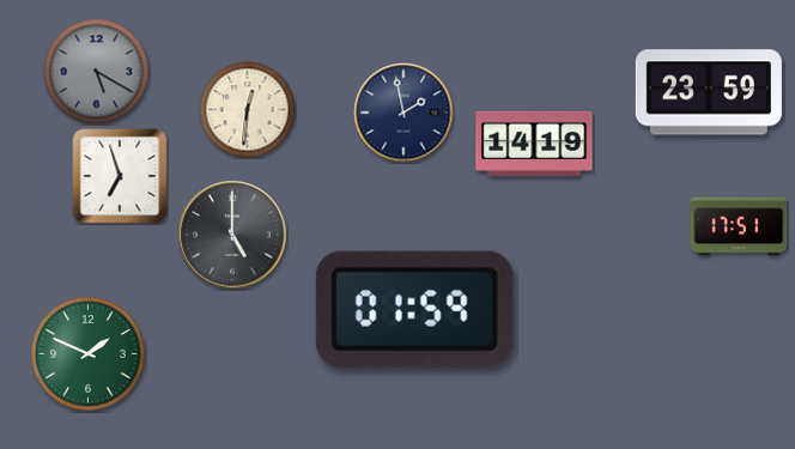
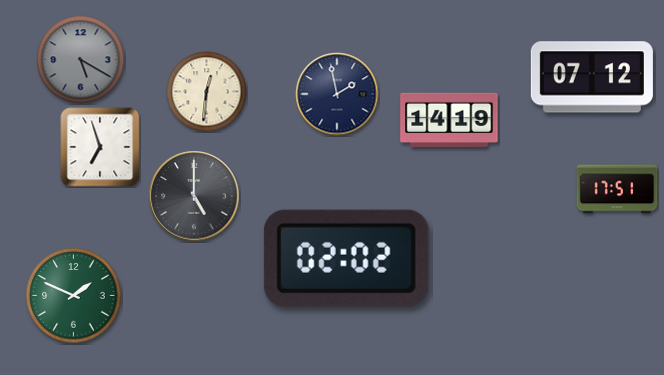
clock at (709, 92): 23:59 -> 07:12
clock at (534, 144) position: (534, 144) -> (449, 120)
clock at (414, 309): 01:59 -> 02:02
